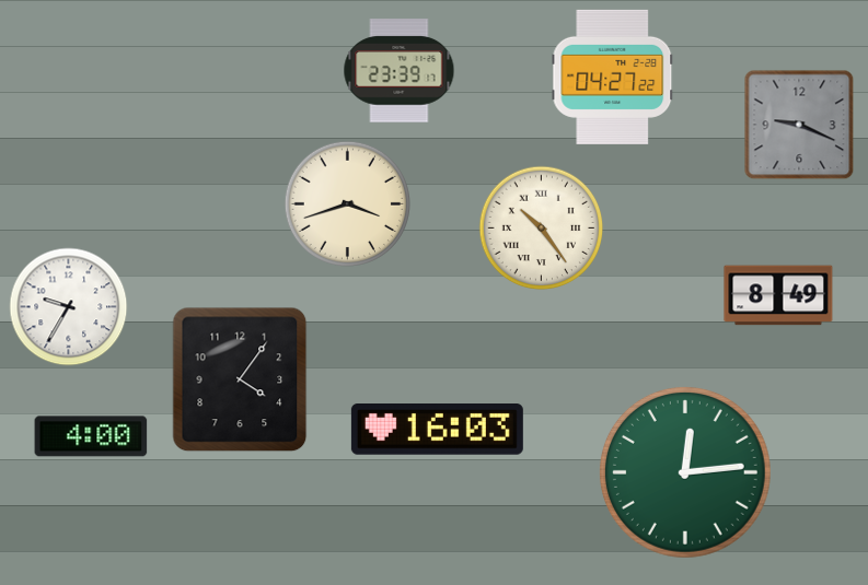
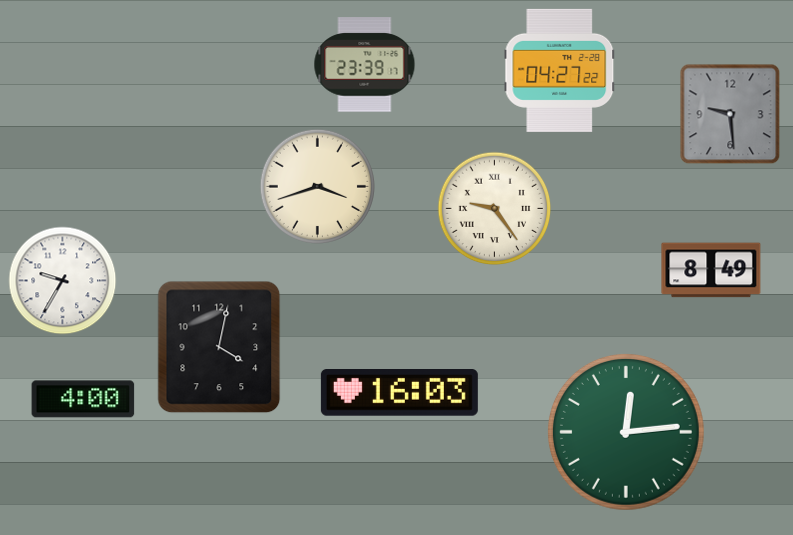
clock at (799, 125): 9:19 -> 9:29
clock at (542, 229): 10:24 -> 9:24
clock at (240, 379): 4:06 -> 4:02
